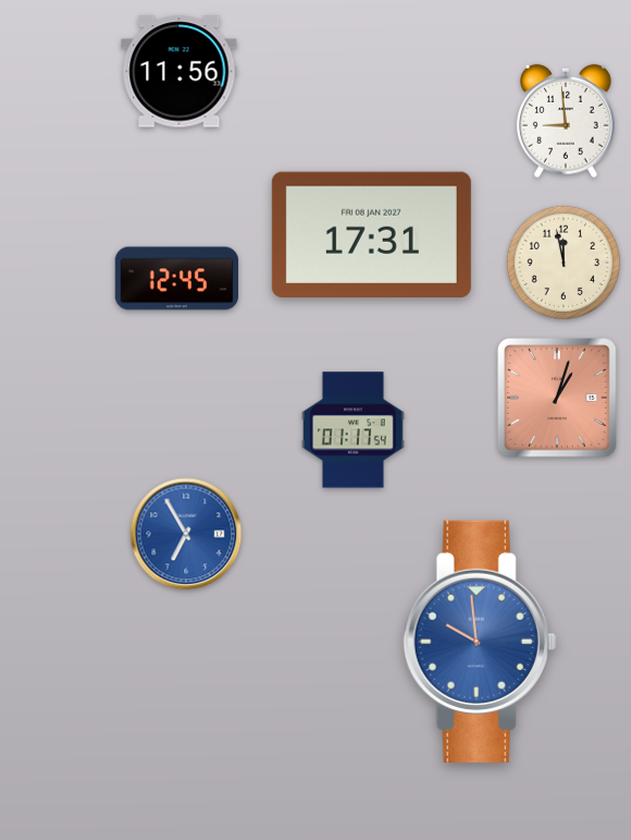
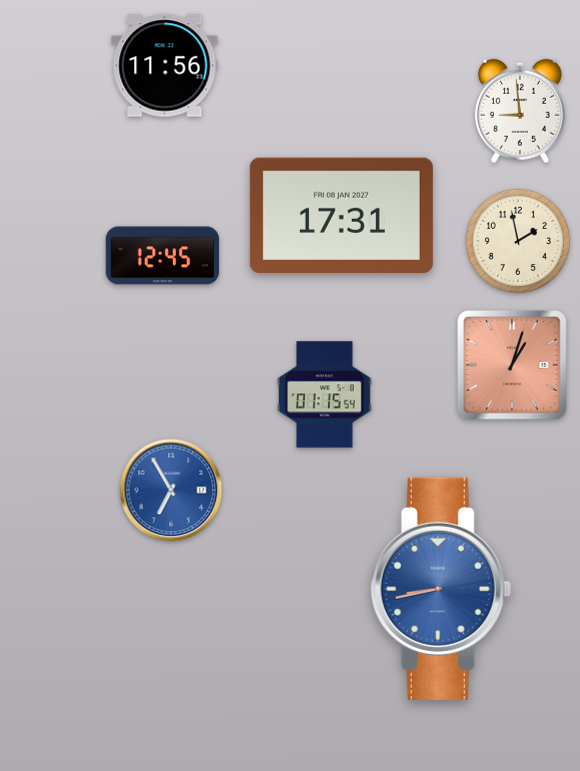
clock at (564, 263): 11:58 -> 1:58
clock at (352, 430): 01:17 -> 01:15
clock at (480, 642): 9:59 -> 8:43
